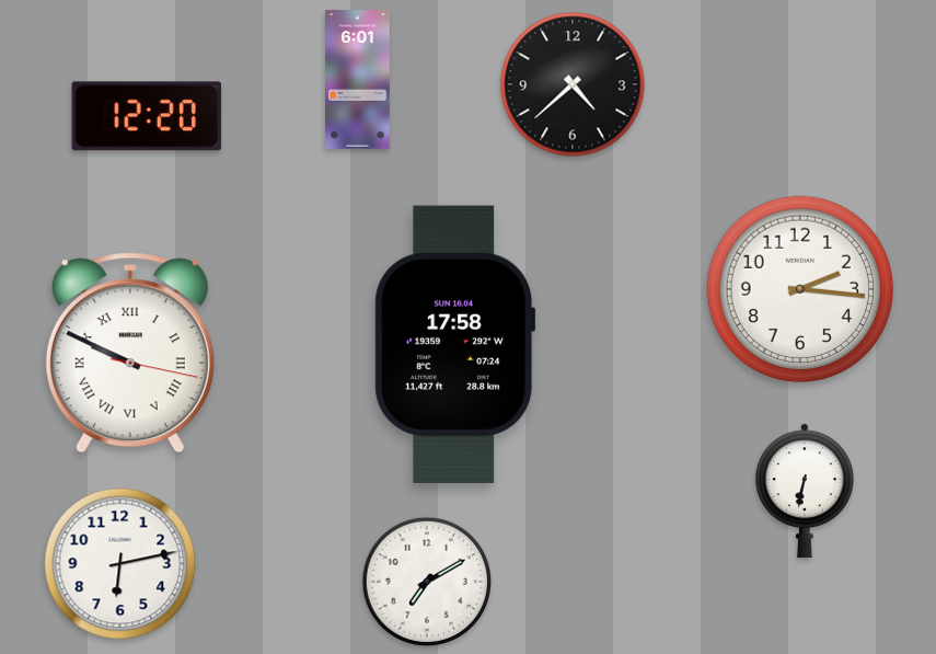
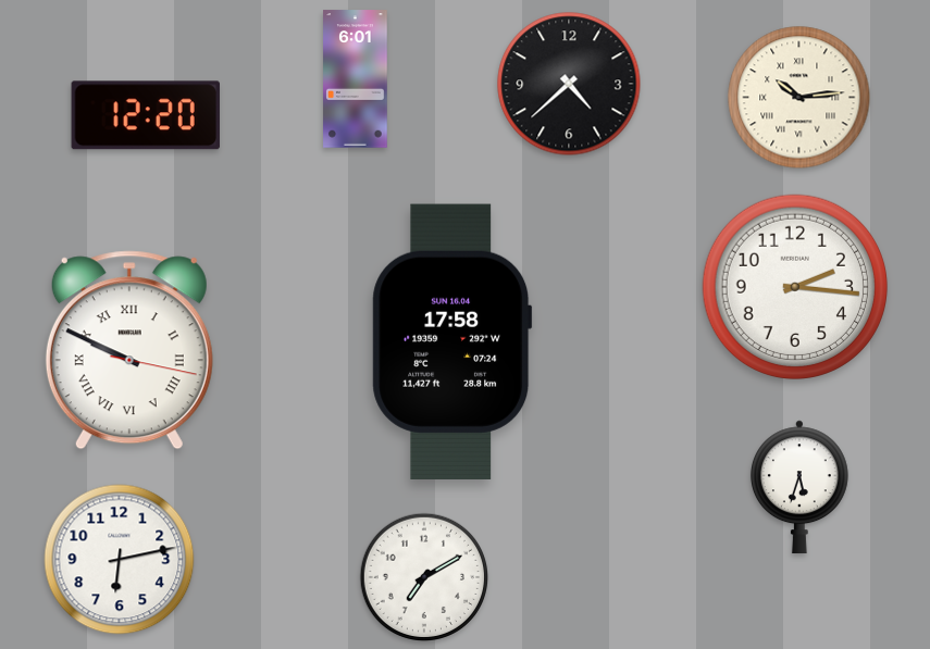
clock at (799, 98): none -> 10:14
clock at (805, 491): 6:32 -> 5:33
